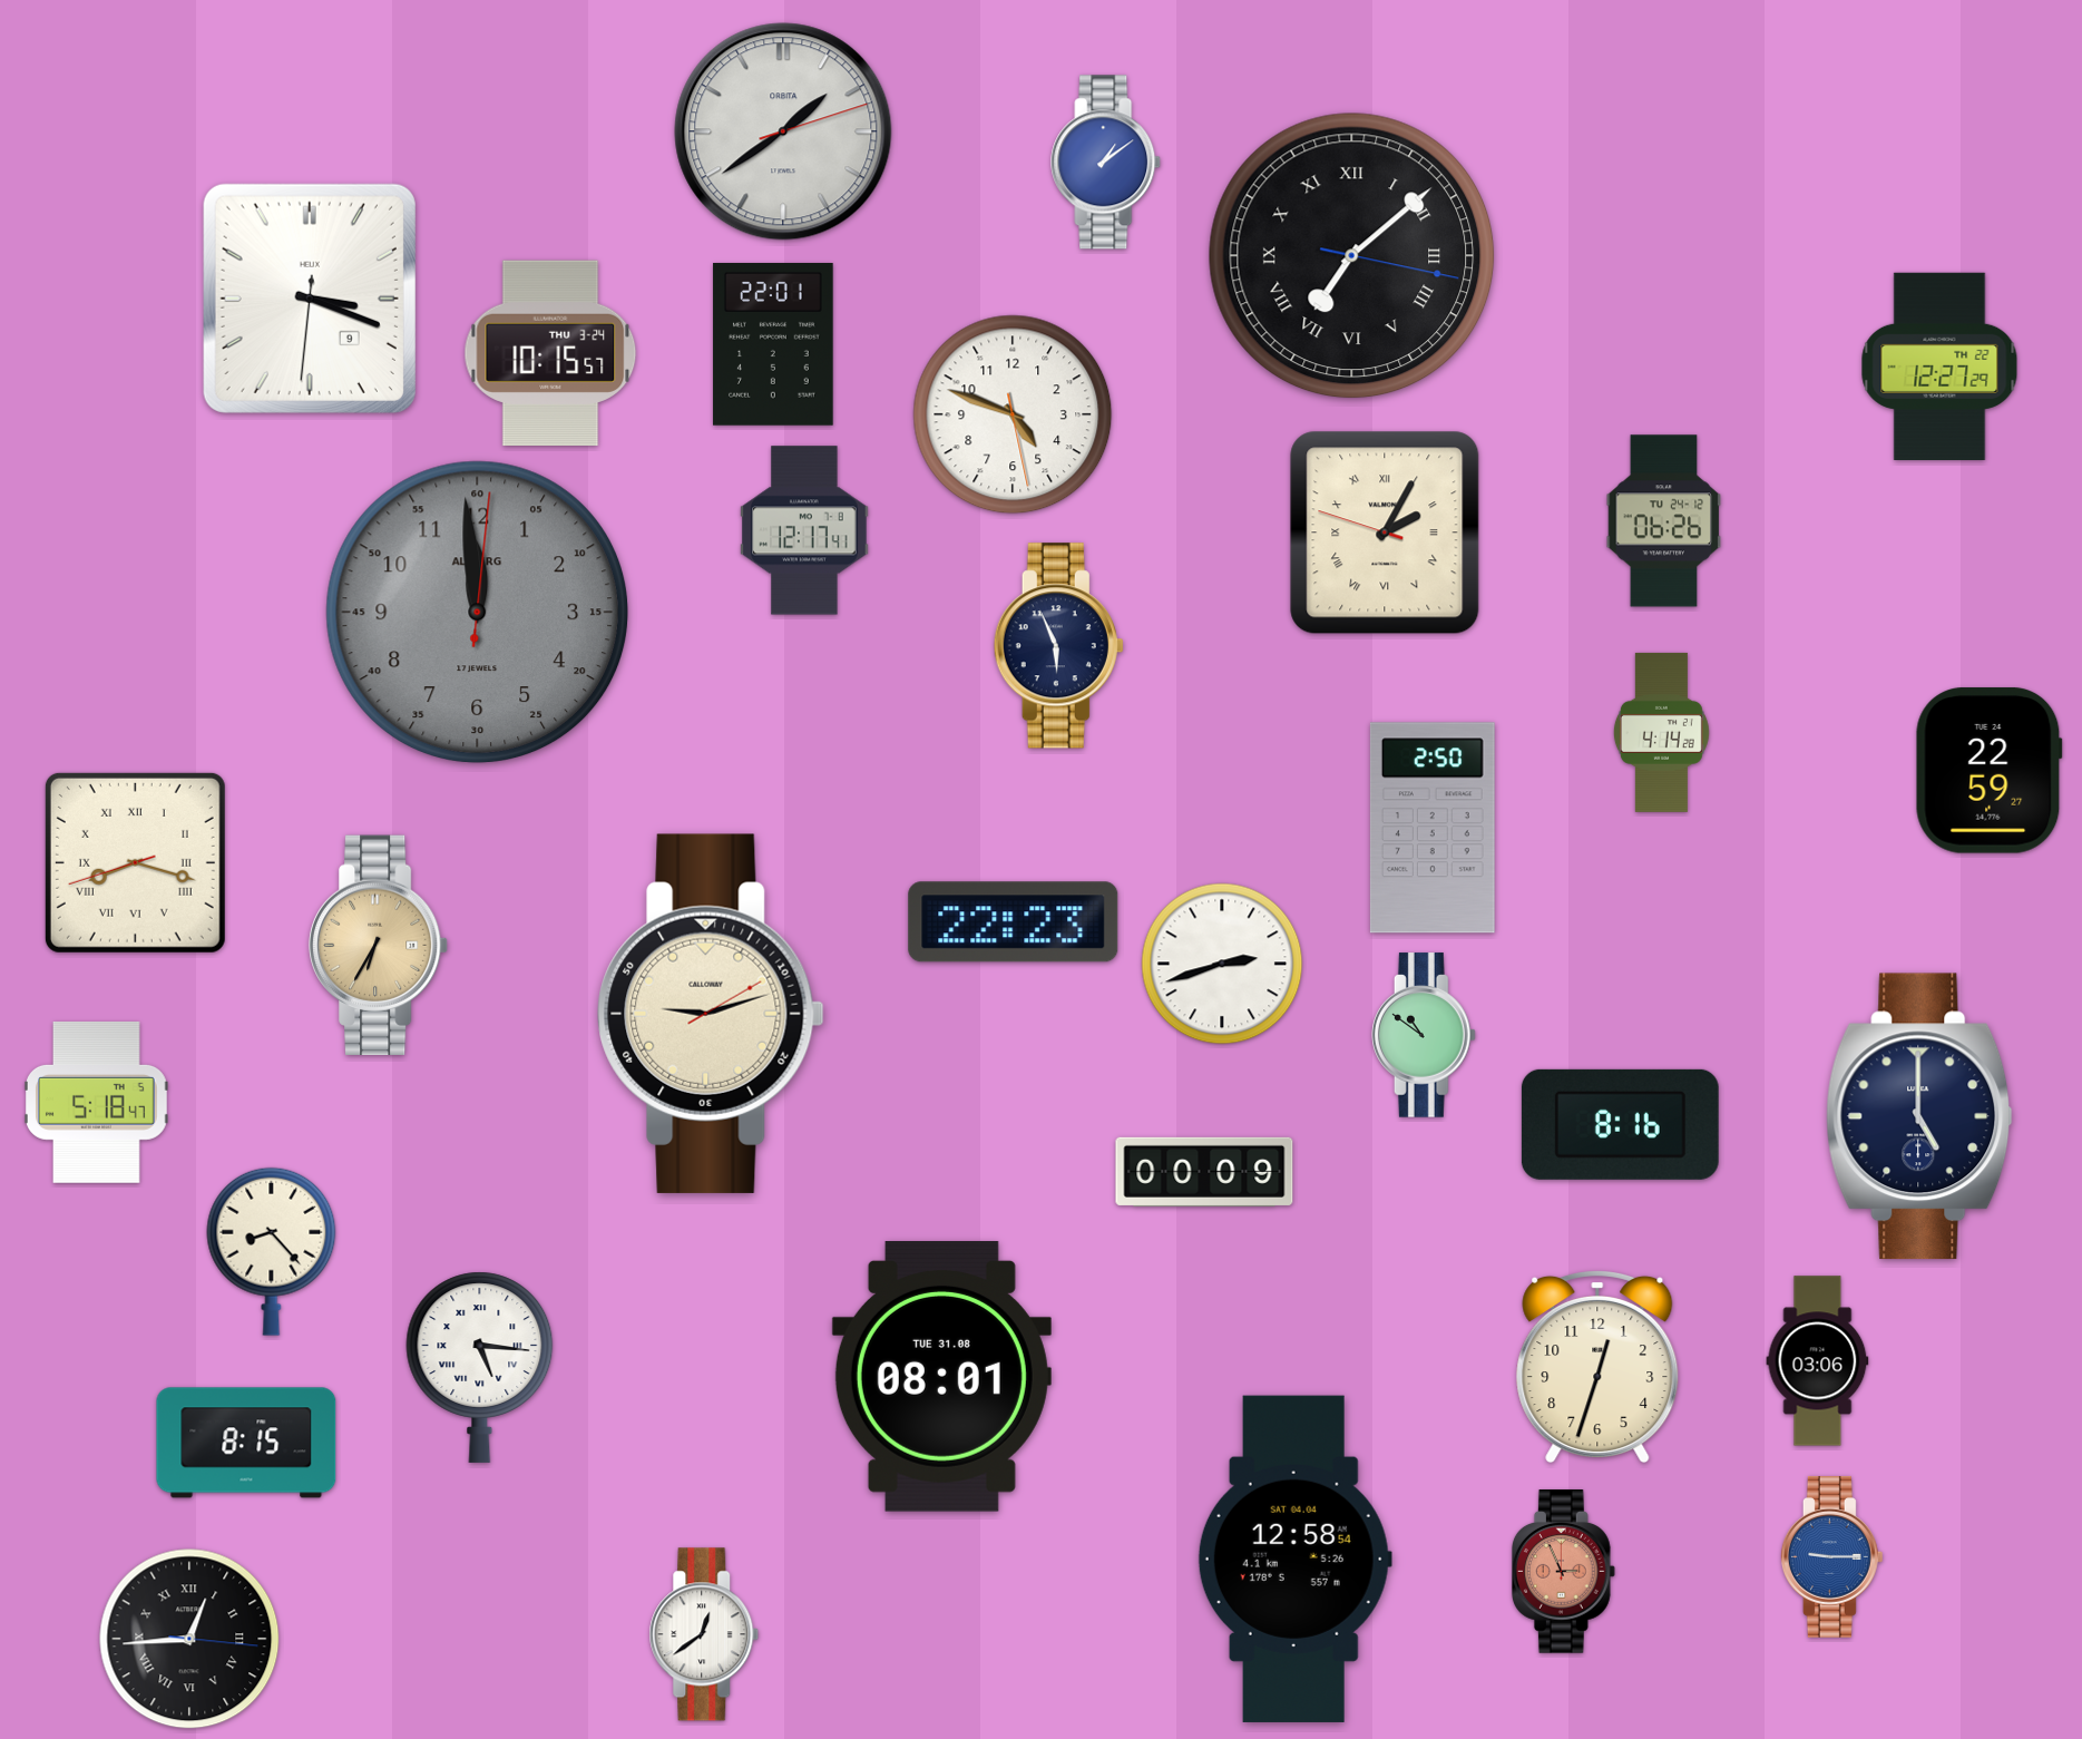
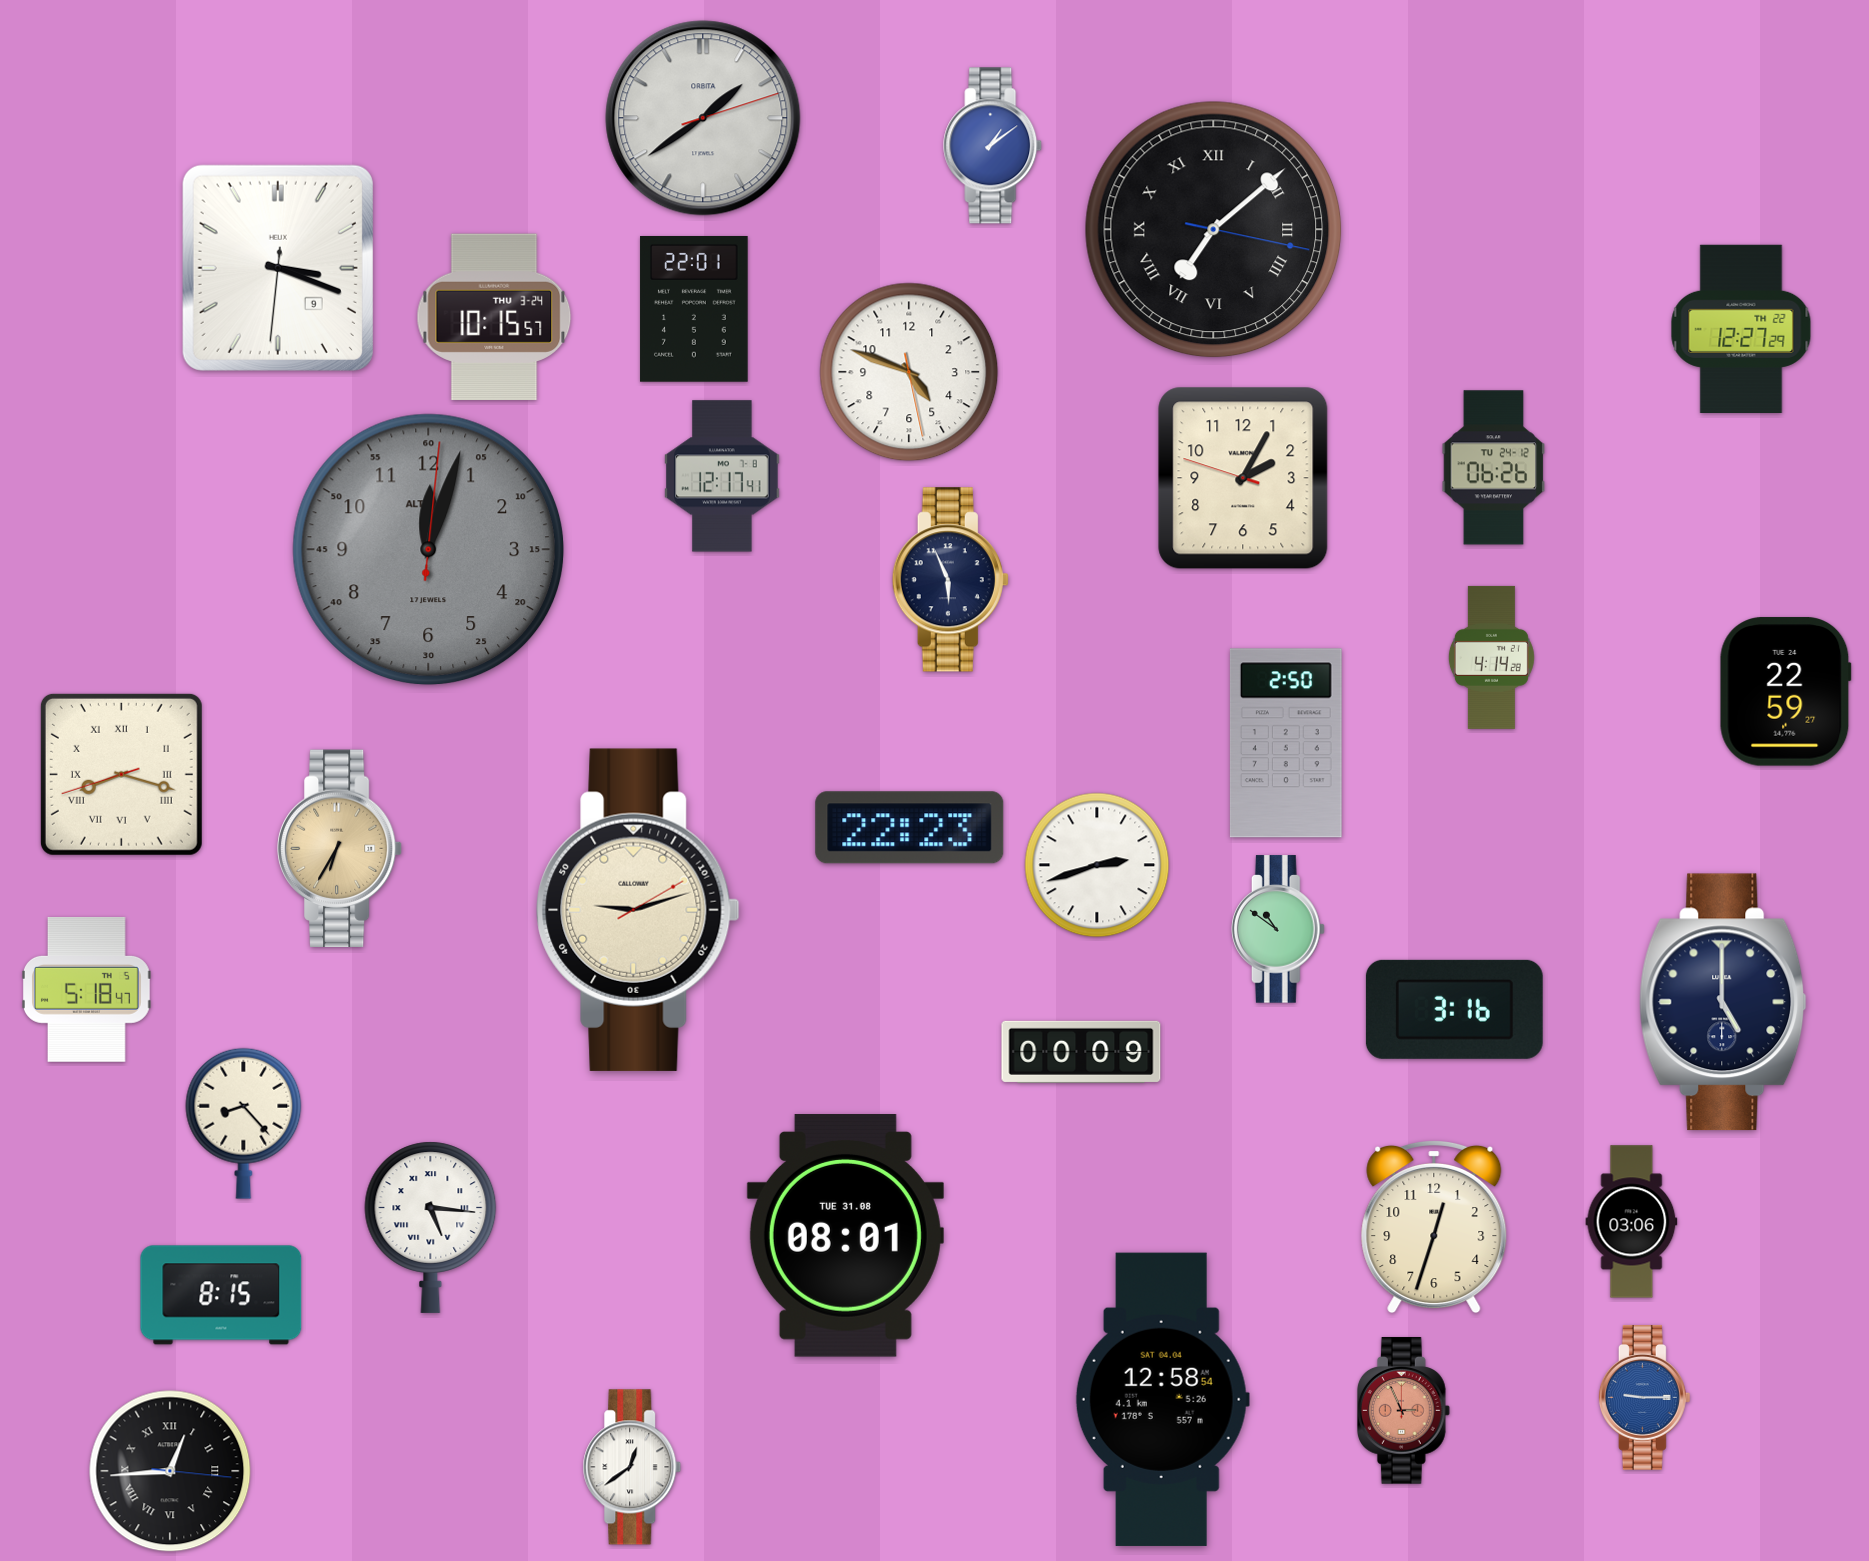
clock at (1385, 533) numerals: Roman -> Arabic
clock at (478, 613): 11:59 -> 12:03
clock at (1620, 1124): 8:16 -> 3:16
